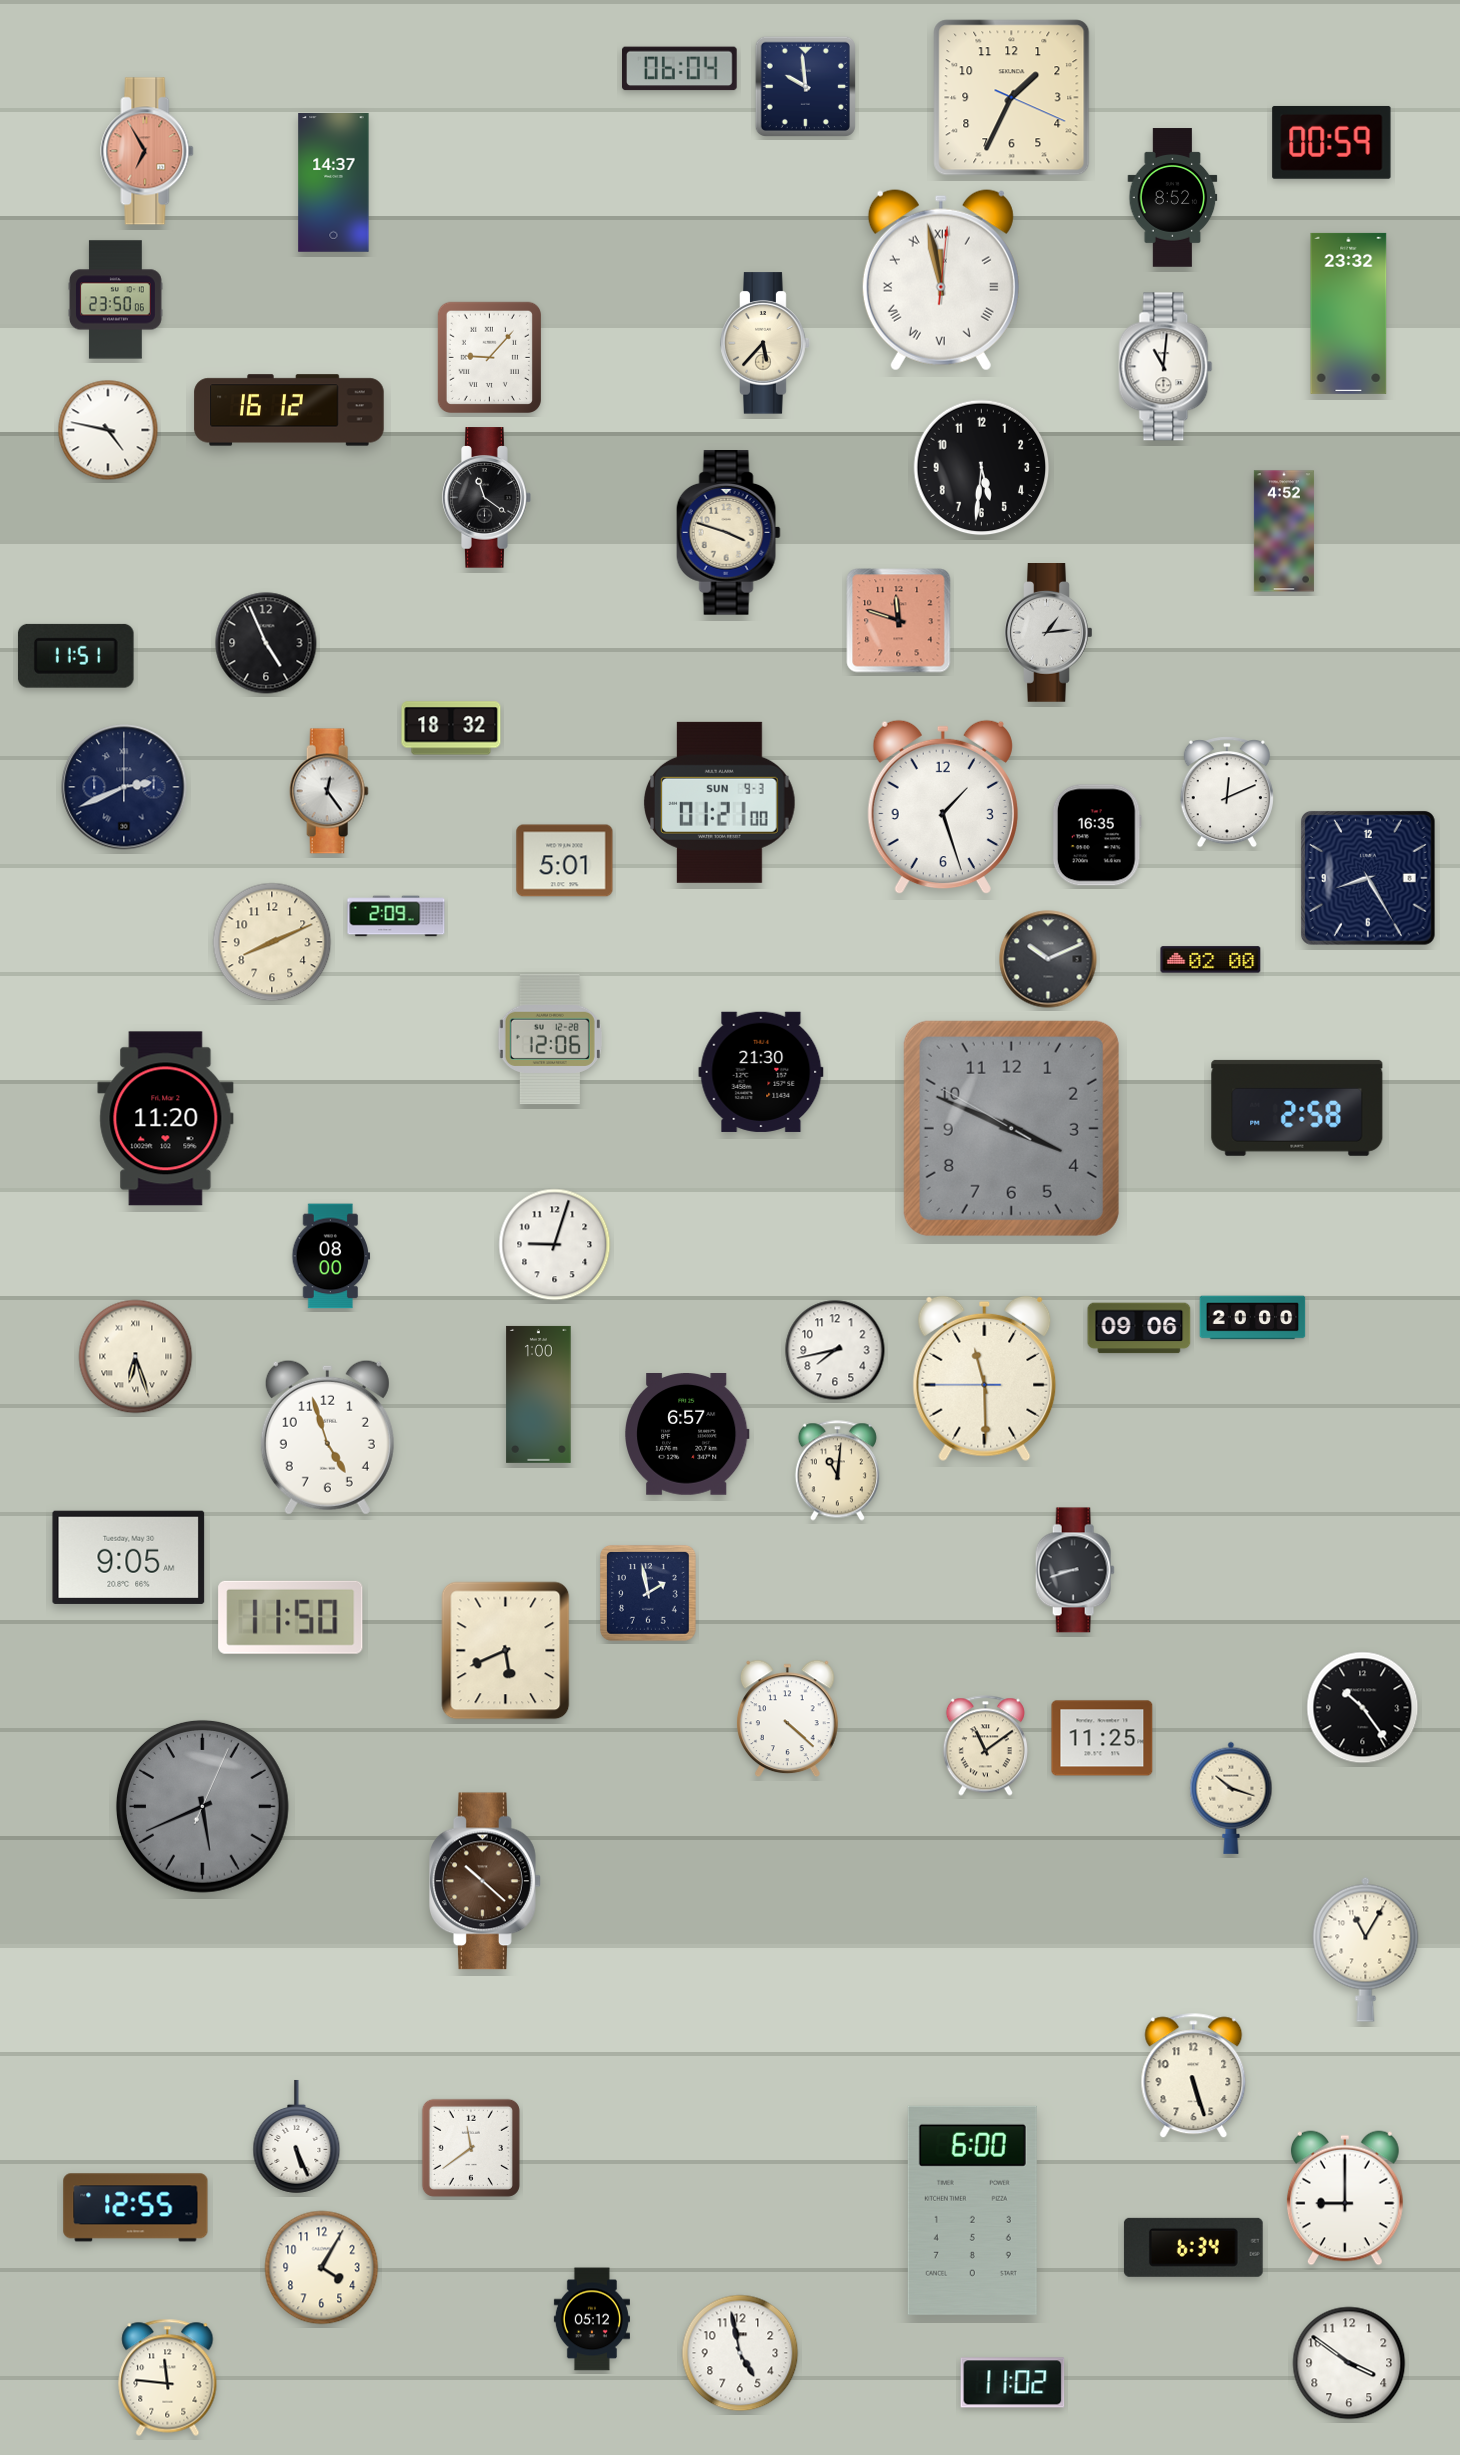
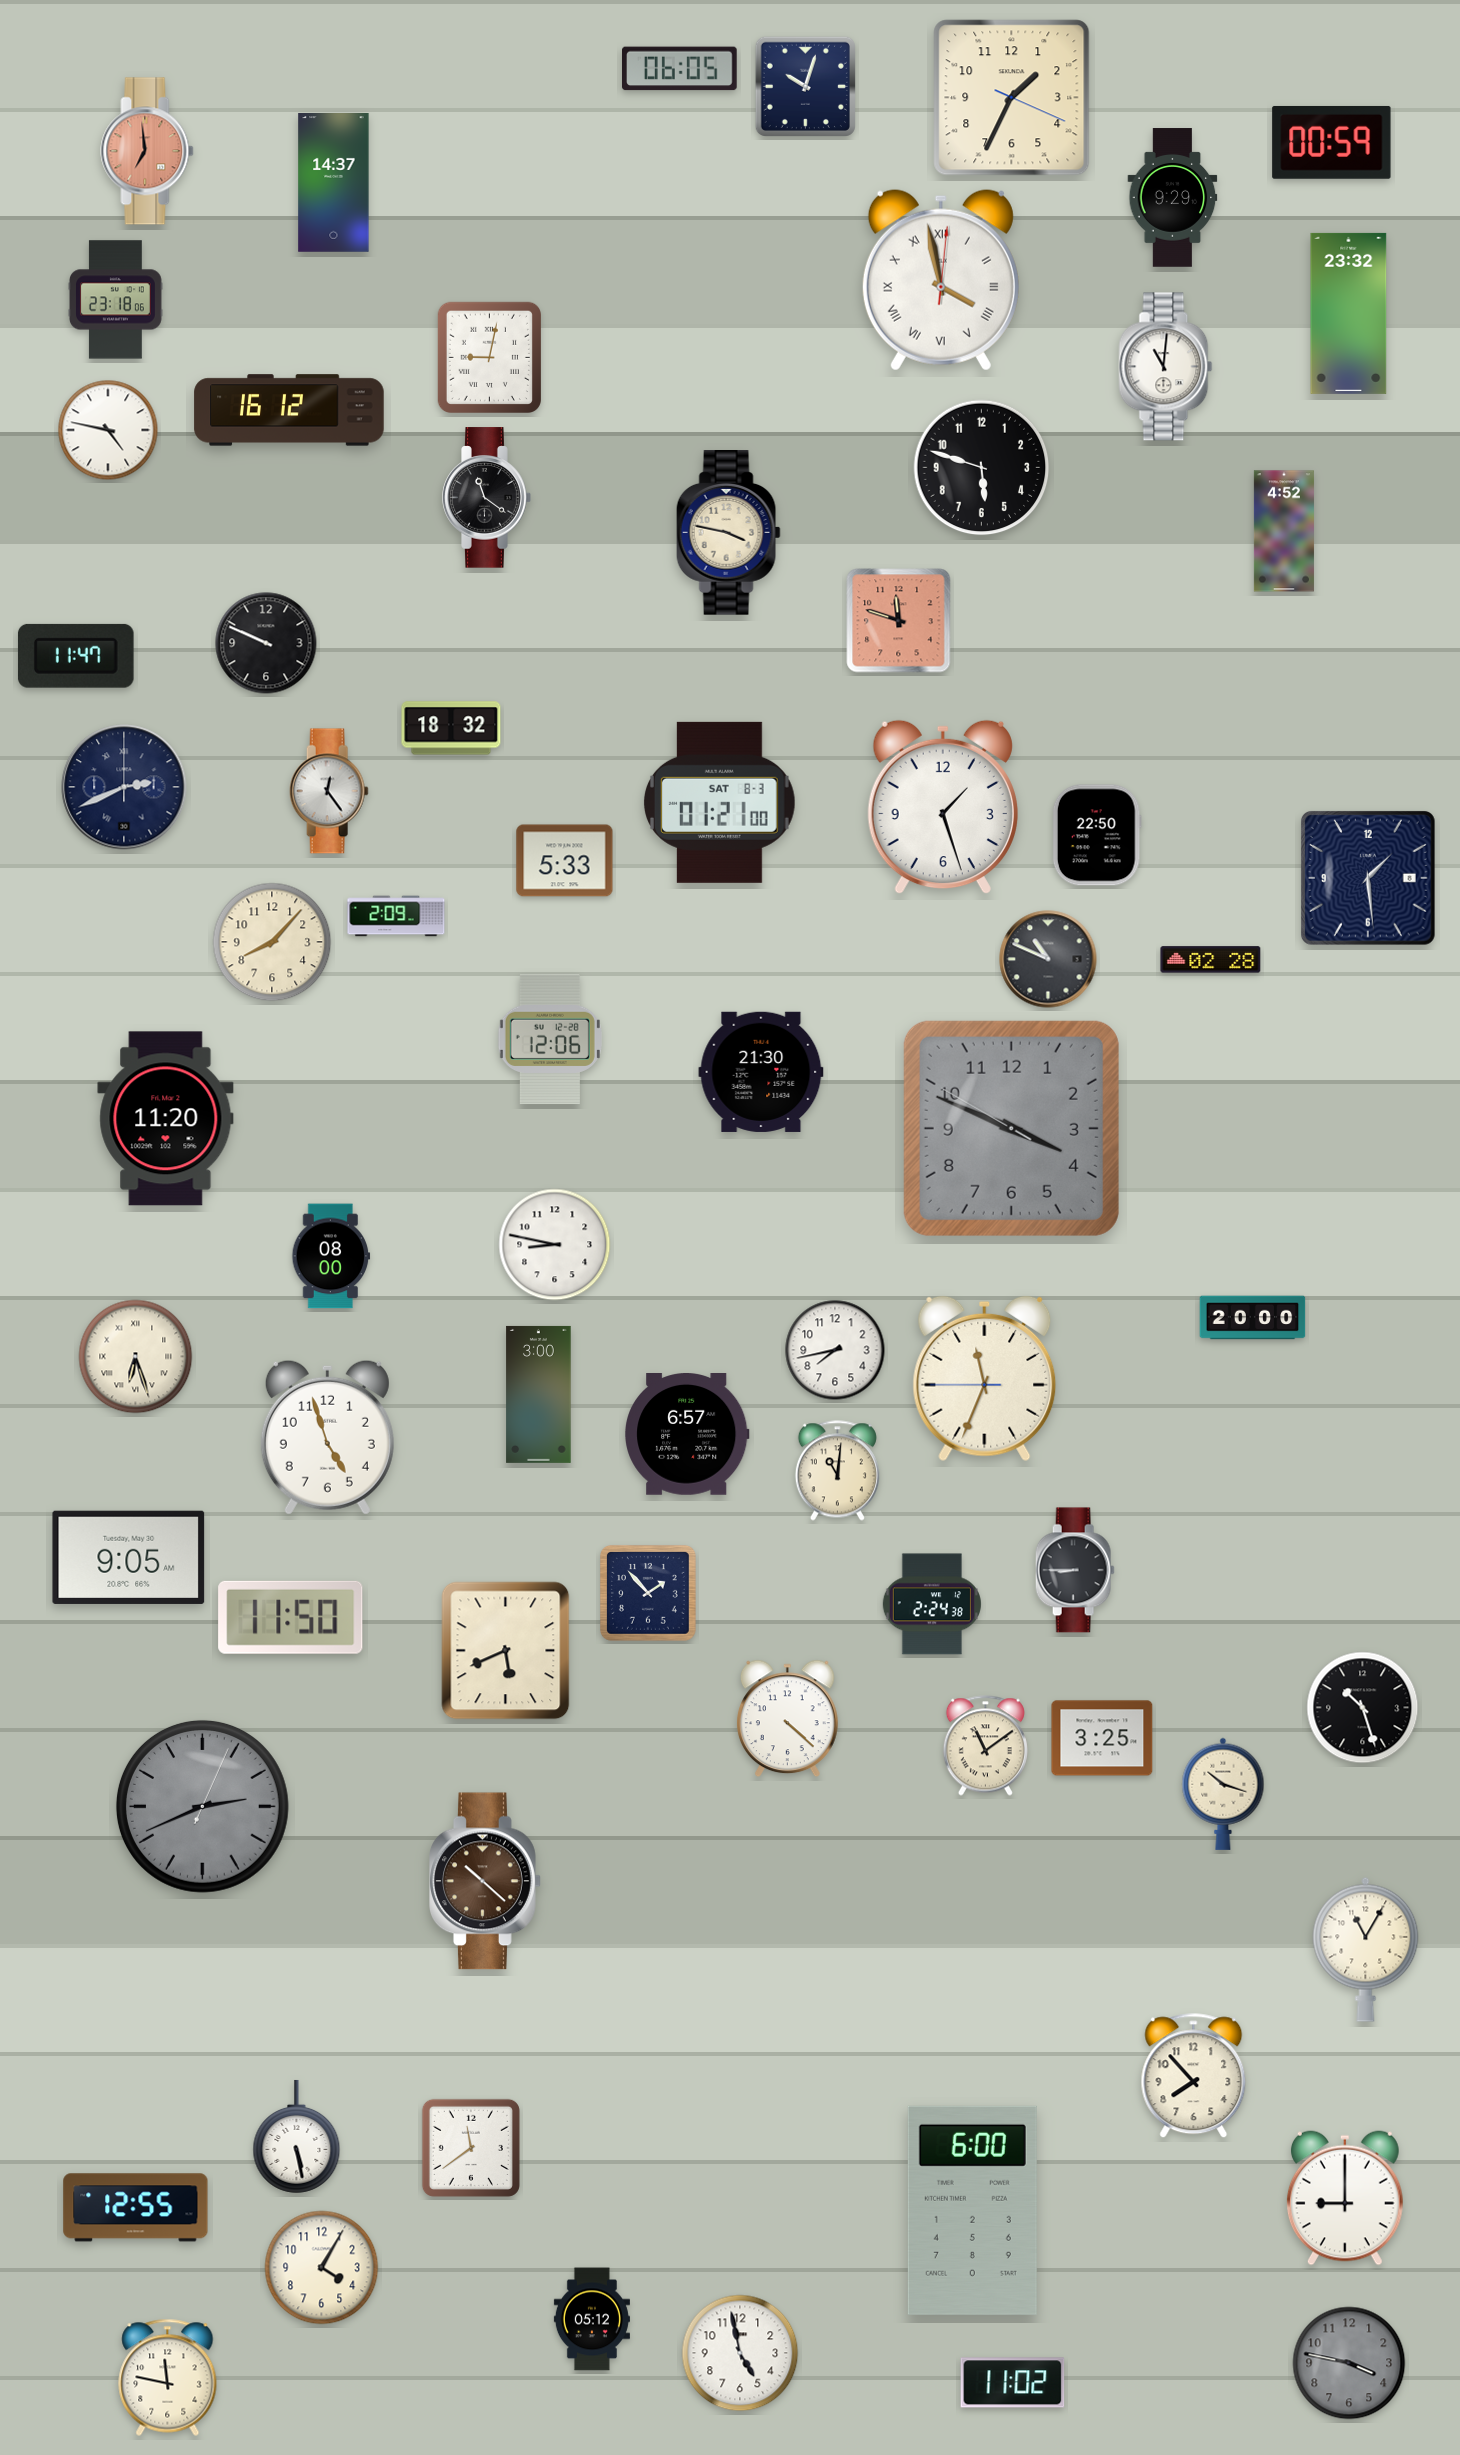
clock at (680, 69): 06:04 -> 06:05
clock at (805, 86): 9:59 -> 10:03
clock at (147, 151): 6:55 -> 6:59
clock at (1173, 198): 8:52 -> 9:29
clock at (941, 280): 11:58 -> 3:58
clock at (116, 300): 23:50 -> 23:18
clock at (765, 343): 5:37 -> none
clock at (489, 357): 9:07 -> 9:02
clock at (982, 468): 5:31 -> 5:48
clock at (728, 533): 3:48 -> 3:47
clock at (1049, 633): 1:14 -> none
clock at (266, 643): 4:56 -> 9:49
clock at (76, 656): 11:51 -> 11:47
clock at (1227, 792): 12:11 -> none
clock at (719, 802) date: SUN 9-3 -> SAT 8-3
clock at (1097, 835): 16:35 -> 22:50
clock at (565, 861): 5:01 -> 5:33
clock at (1368, 878): 8:25 -> 1:29
clock at (272, 942): 8:11 -> 8:07
clock at (1048, 959): 10:11 -> 10:49
clock at (1211, 960): 02:00 -> 02:28
clock at (1297, 1108): 2:58 -> none
clock at (555, 1245): 9:03 -> 8:47
clock at (1139, 1328): 09:06 -> none
clock at (985, 1379): 11:29 -> 11:33
clock at (539, 1394): 1:00 -> 3:00
clock at (1075, 1570): 8:42 -> 8:45
clock at (649, 1594): 1:58 -> 1:53
clock at (932, 1604): none -> 2:24
clock at (1363, 1708): 10:24 -> 10:27
clock at (1102, 1738): 11:25 -> 3:25
clock at (1231, 1798) position: (1231, 1798) -> (1223, 1794)
clock at (202, 1806): 5:41 -> 2:41
clock at (1194, 2076): 5:27 -> 7:53
clock at (297, 2136): 5:26 -> 5:28
clock at (1193, 2247): 6:34 -> none
clock at (1349, 2363): 3:51 -> 3:47
clock at (1349, 2363) dial: white -> grey
clock at (168, 2377): 11:46 -> 11:47
